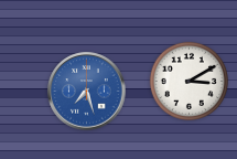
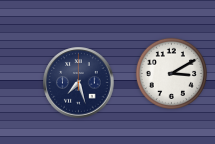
clock at (87, 92) dial: blue -> navy
